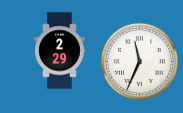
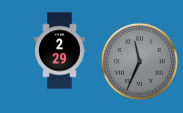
clock at (139, 61) dial: white -> grey
